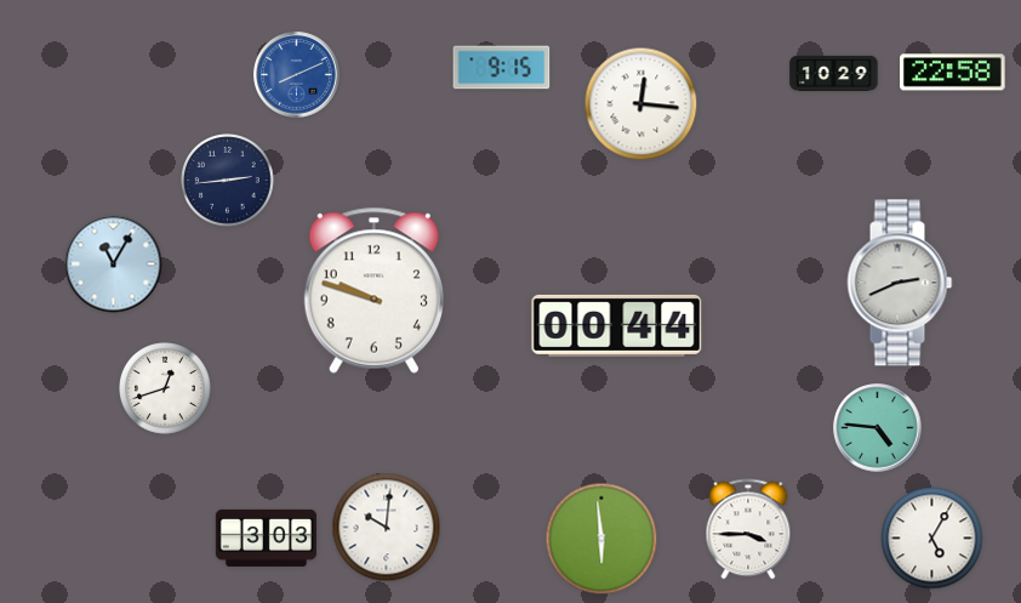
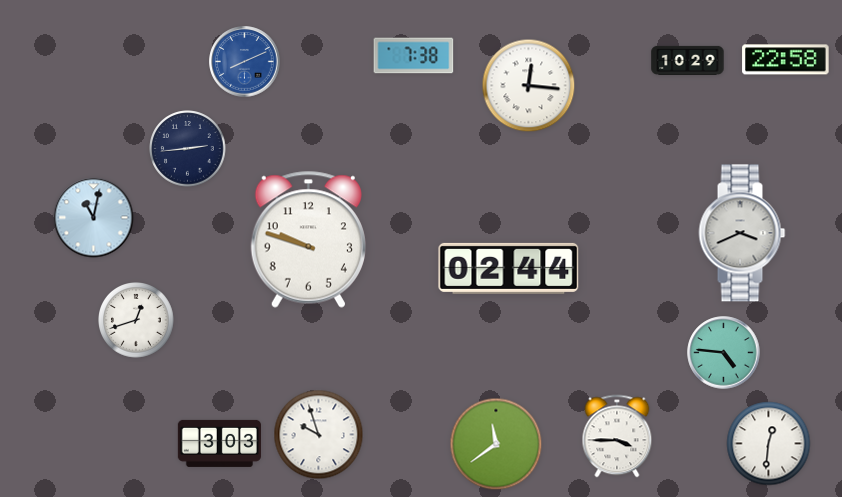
clock at (502, 68): 9:15 -> 7:38
clock at (114, 264): 11:05 -> 11:02
clock at (900, 283): 2:41 -> 3:41
clock at (617, 325): 00:44 -> 02:44
clock at (387, 528): 10:01 -> 9:57
clock at (601, 539): 5:59 -> 11:39
clock at (932, 539): 5:05 -> 12:31
